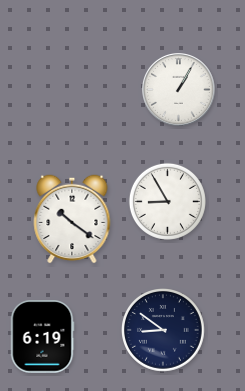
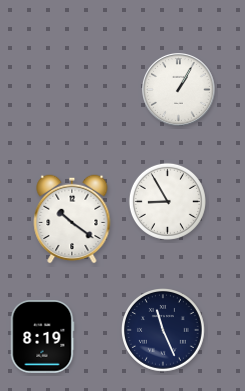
clock at (164, 331): 8:51 -> 11:26
clock at (42, 337): 6:19 -> 8:19
